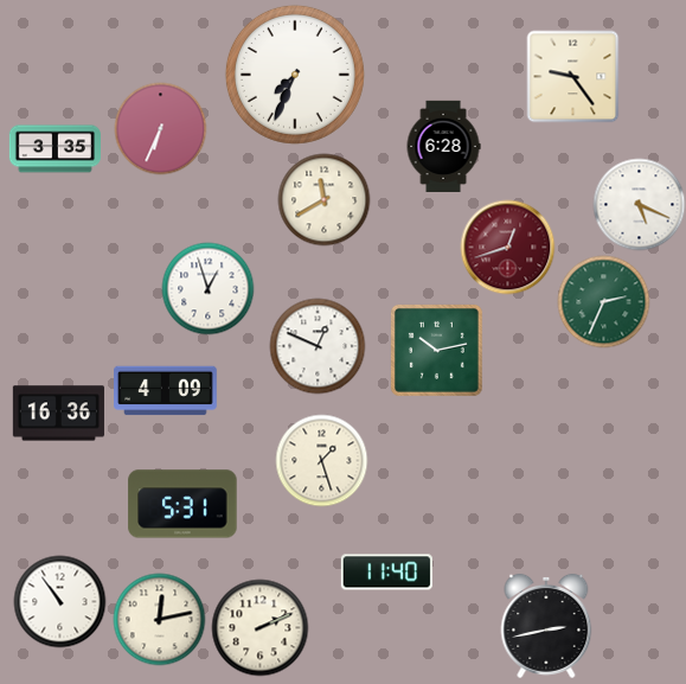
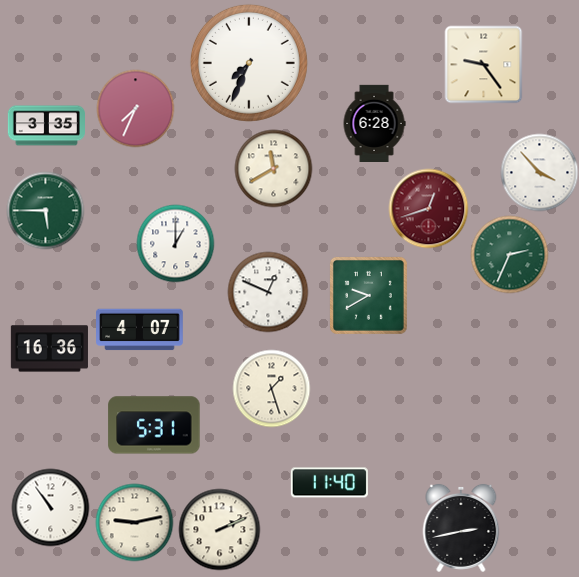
clock at (160, 128): 6:34 -> 7:34
clock at (639, 204): 5:19 -> 3:53
clock at (45, 210): none -> 5:45
clock at (207, 288): 12:57 -> 1:00
clock at (436, 350): 10:13 -> 9:40
clock at (166, 391): 4:09 -> 4:07
clock at (386, 573) position: (386, 573) -> (329, 483)
clock at (159, 619): 12:13 -> 9:13
